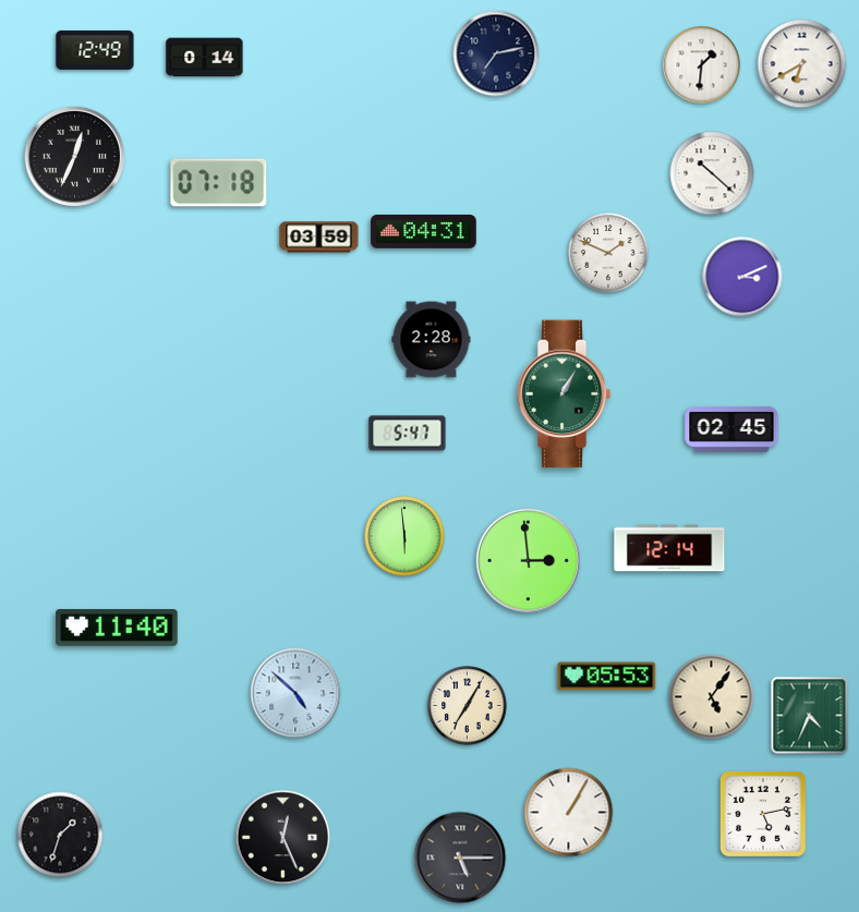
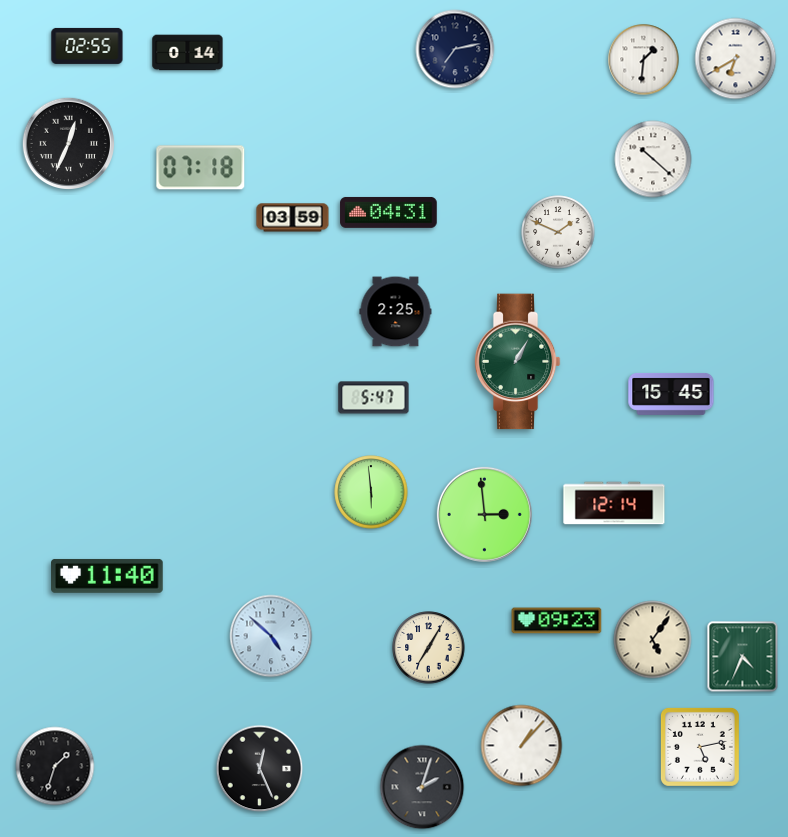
clock at (95, 50): 12:49 -> 02:55
clock at (742, 277): 3:11 -> none
clock at (432, 340): 2:28 -> 2:25
clock at (731, 429): 02:45 -> 15:45
clock at (607, 677): 05:53 -> 09:23
clock at (569, 813): 1:05 -> 1:07
clock at (460, 858): 5:15 -> 2:03
